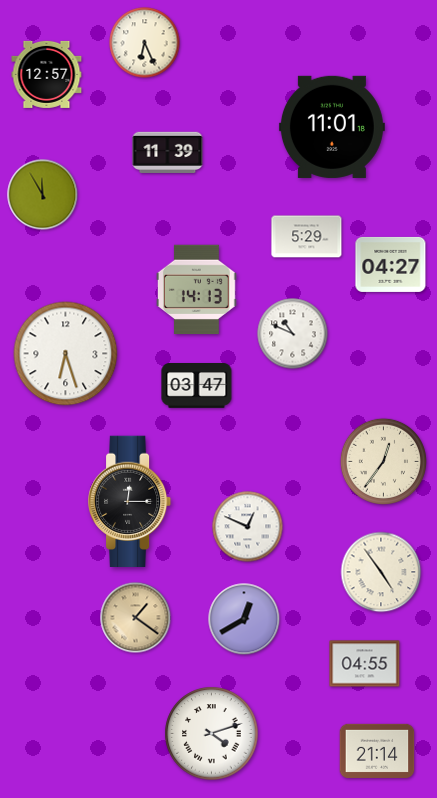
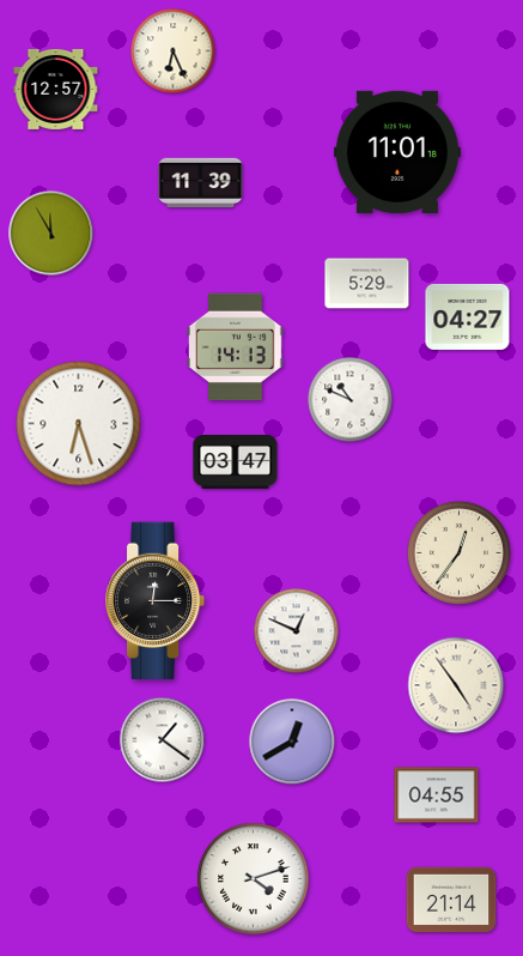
clock at (136, 618) dial: champagne -> white
